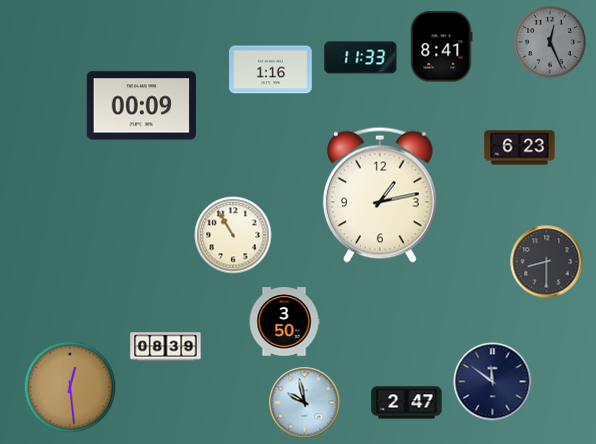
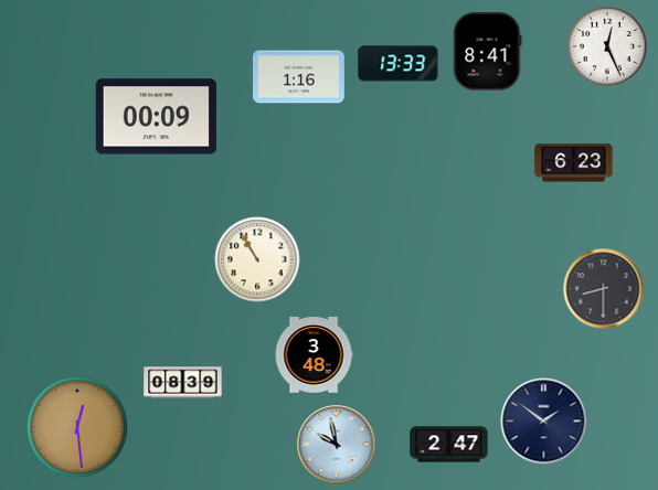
clock at (550, 42) dial: grey -> white
clock at (361, 58): 11:33 -> 13:33
clock at (380, 195): 1:13 -> none
clock at (284, 322): 3:50 -> 3:48
clock at (493, 382): 11:51 -> 1:51
